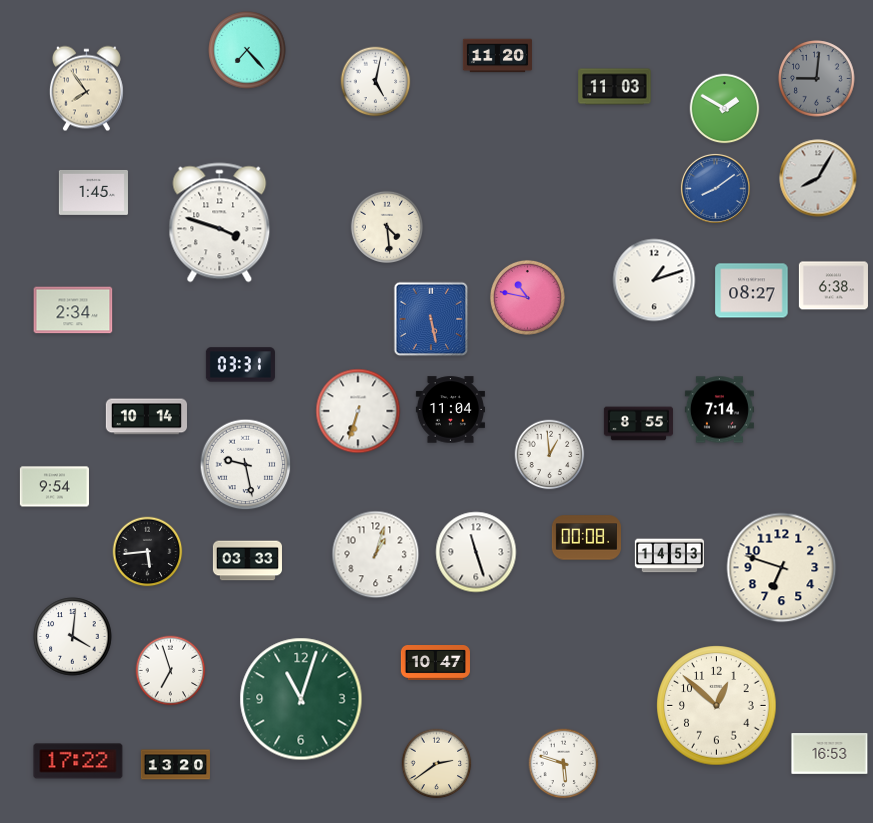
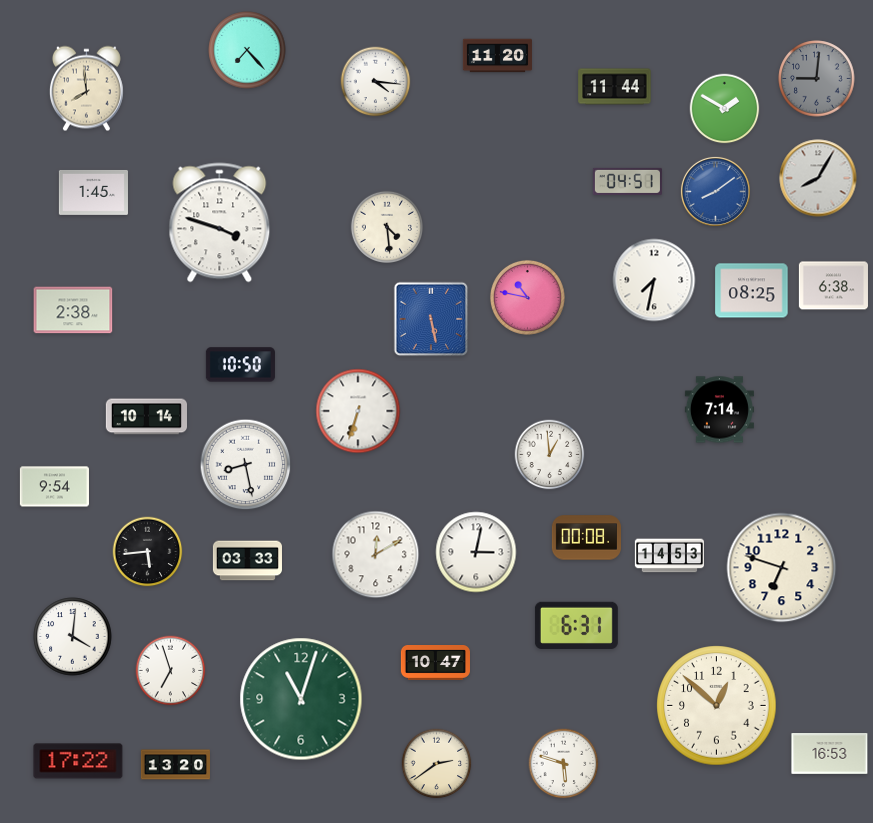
clock at (376, 82): 5:02 -> 4:16
clock at (615, 87): 11:03 -> 11:44
clock at (86, 89): 7:54 -> 7:59
clock at (627, 181): none -> 04:51
clock at (715, 188) position: (715, 188) -> (715, 191)
clock at (654, 280): 1:12 -> 7:32
clock at (752, 291): 08:27 -> 08:25
clock at (73, 310): 2:34 -> 2:38
clock at (240, 365): 03:31 -> 10:50
clock at (450, 410): 11:04 -> none
clock at (638, 424): 8:55 -> none
clock at (246, 465): 9:28 -> 8:28
clock at (476, 552): 11:27 -> 3:02
clock at (376, 555): 1:03 -> 12:10
clock at (576, 625): none -> 6:31
